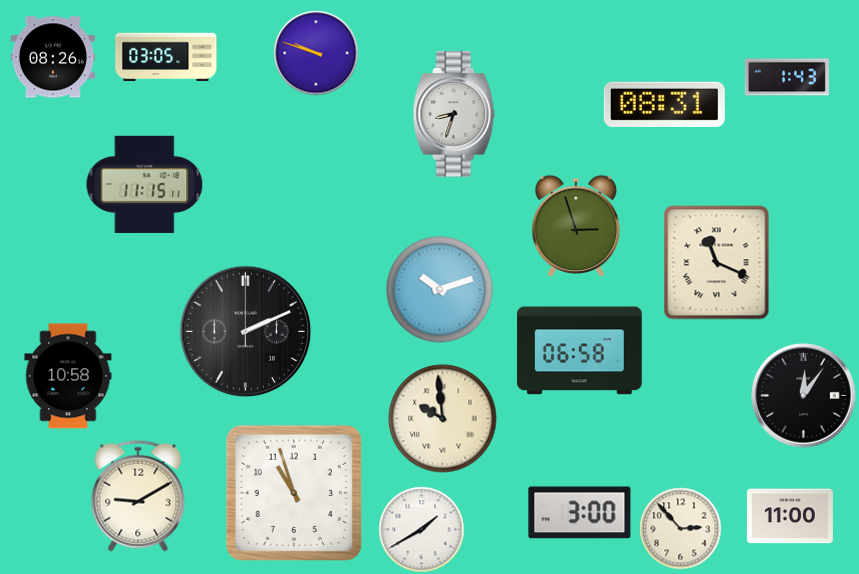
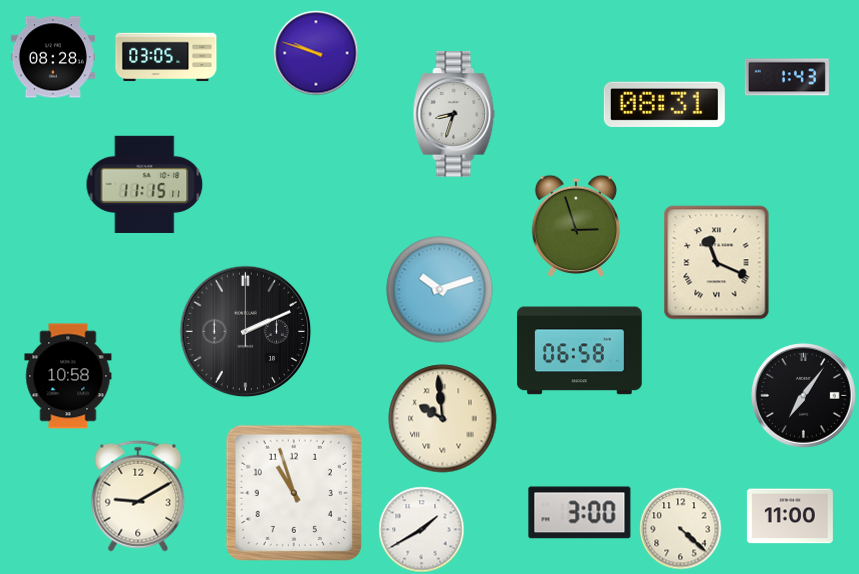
clock at (53, 57): 08:26 -> 08:28
clock at (804, 396): 12:06 -> 7:06
clock at (681, 529): 2:53 -> 4:22
